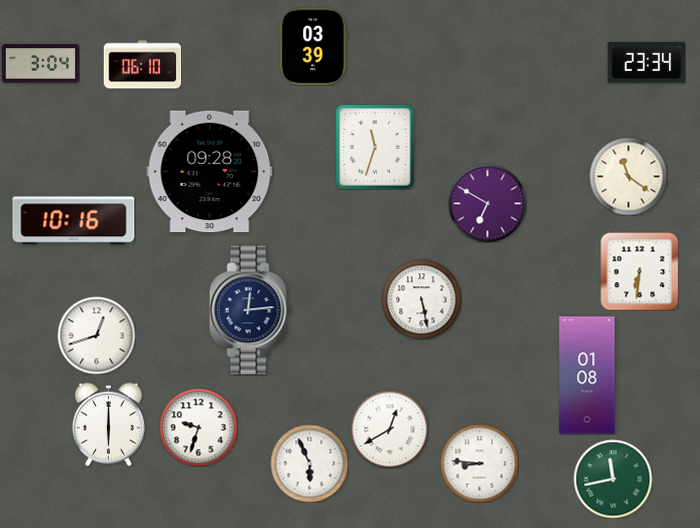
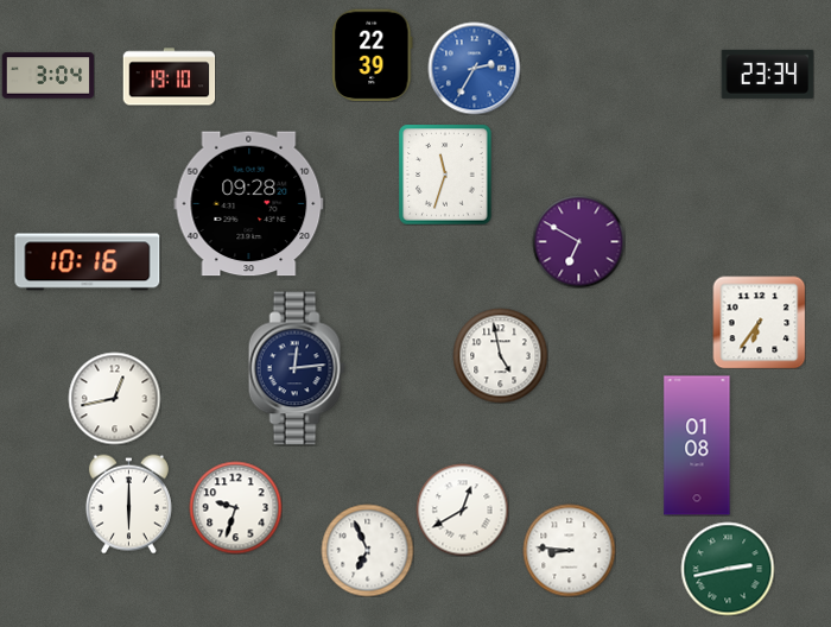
clock at (314, 46): 03:39 -> 22:39
clock at (474, 68): none -> 2:35
clock at (142, 65): 06:10 -> 19:10
clock at (628, 176): 11:21 -> none
clock at (639, 271): 6:31 -> 6:36
clock at (421, 299): 5:28 -> 4:58
clock at (96, 335): 12:42 -> 12:43
clock at (309, 463): 5:56 -> 6:56
clock at (613, 479): 11:43 -> 2:43
